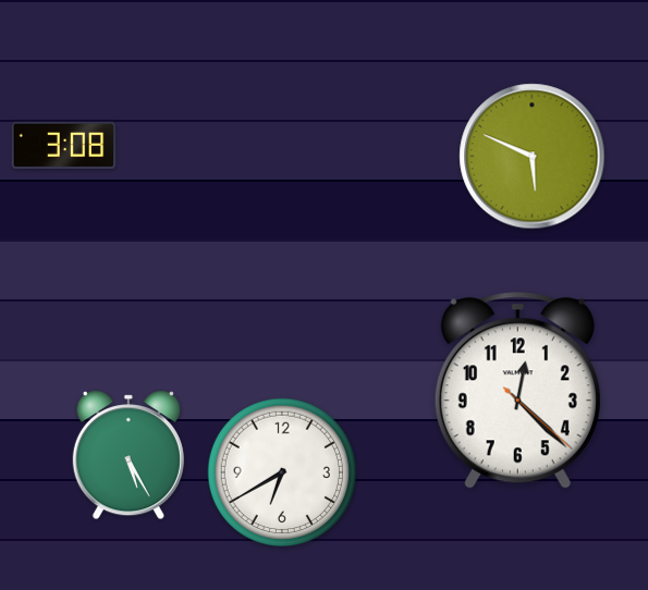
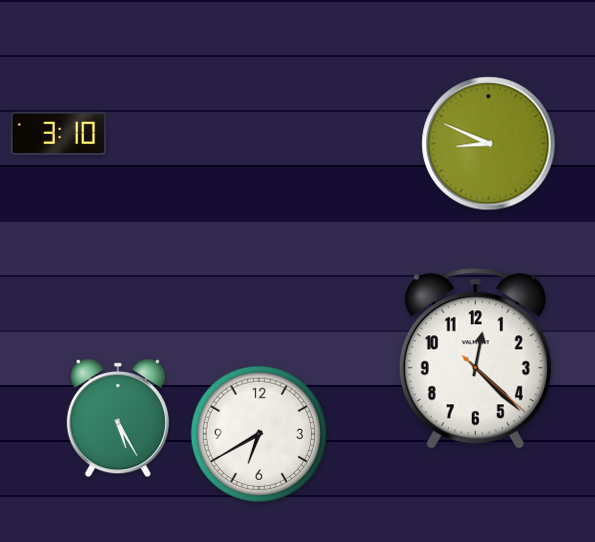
clock at (64, 146): 3:08 -> 3:10
clock at (533, 157): 5:49 -> 8:49
